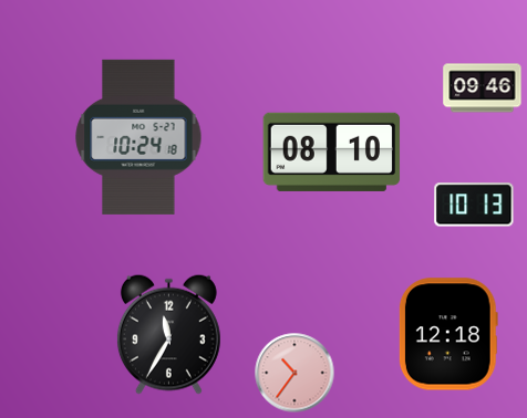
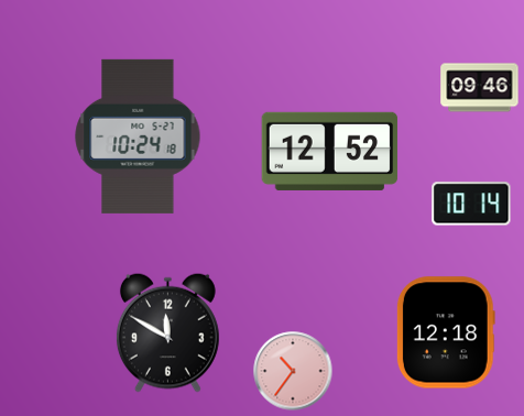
clock at (332, 151): 08:10 -> 12:52
clock at (474, 205): 10:13 -> 10:14
clock at (168, 334): 11:35 -> 11:50
